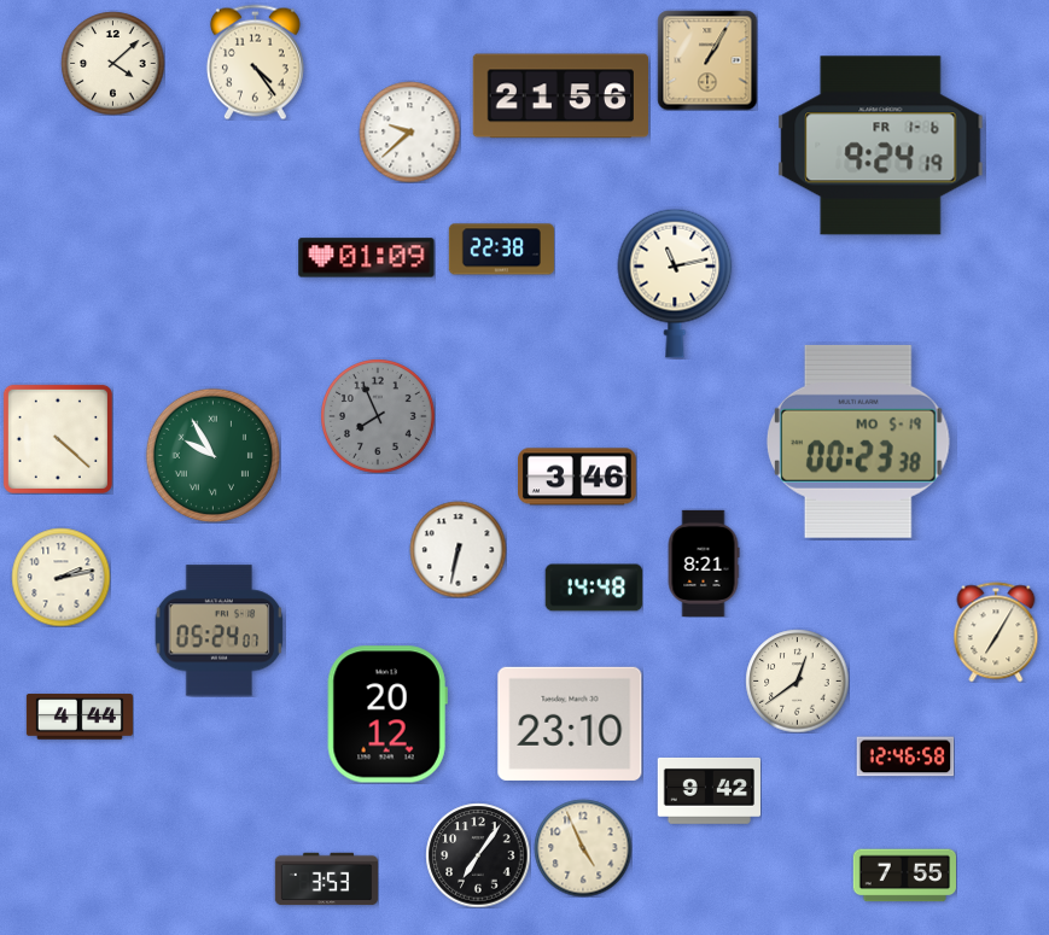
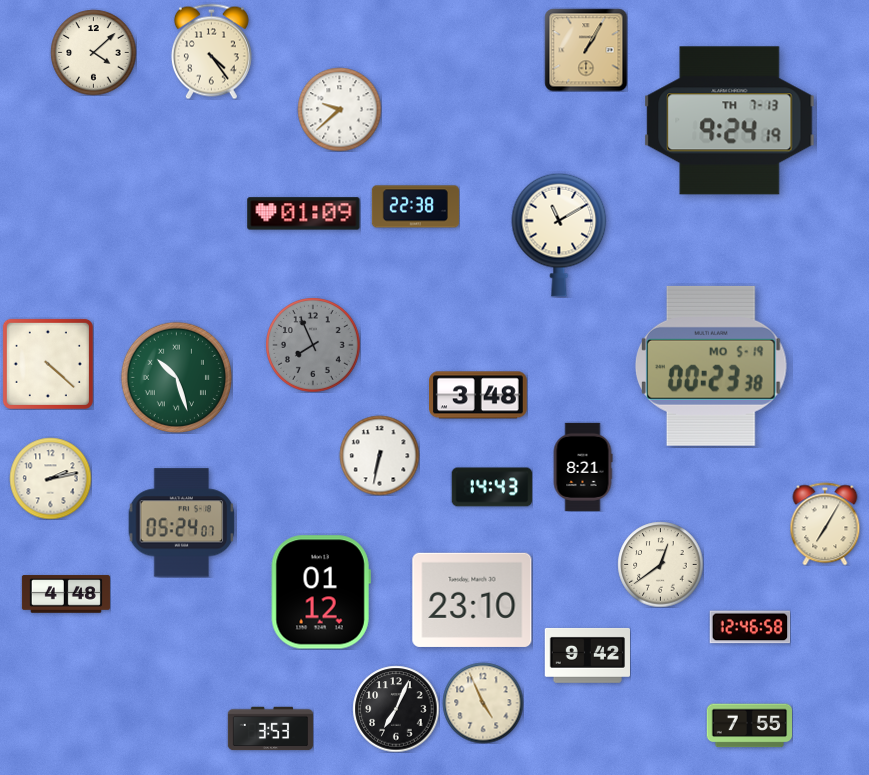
clock at (560, 97): 21:56 -> none
clock at (881, 146) date: FR 1-6 -> TH 7-13
clock at (675, 284): 11:13 -> 11:10
clock at (212, 455): 9:55 -> 10:27
clock at (578, 477): 3:46 -> 3:48
clock at (594, 588): 14:48 -> 14:43
clock at (387, 714): 20:12 -> 01:12
clock at (80, 717): 4:44 -> 4:48
clock at (478, 855): 7:06 -> 7:04
